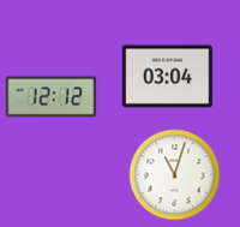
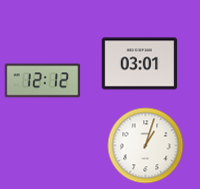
clock at (168, 77): 03:04 -> 03:01
clock at (175, 175): 11:03 -> 1:03
